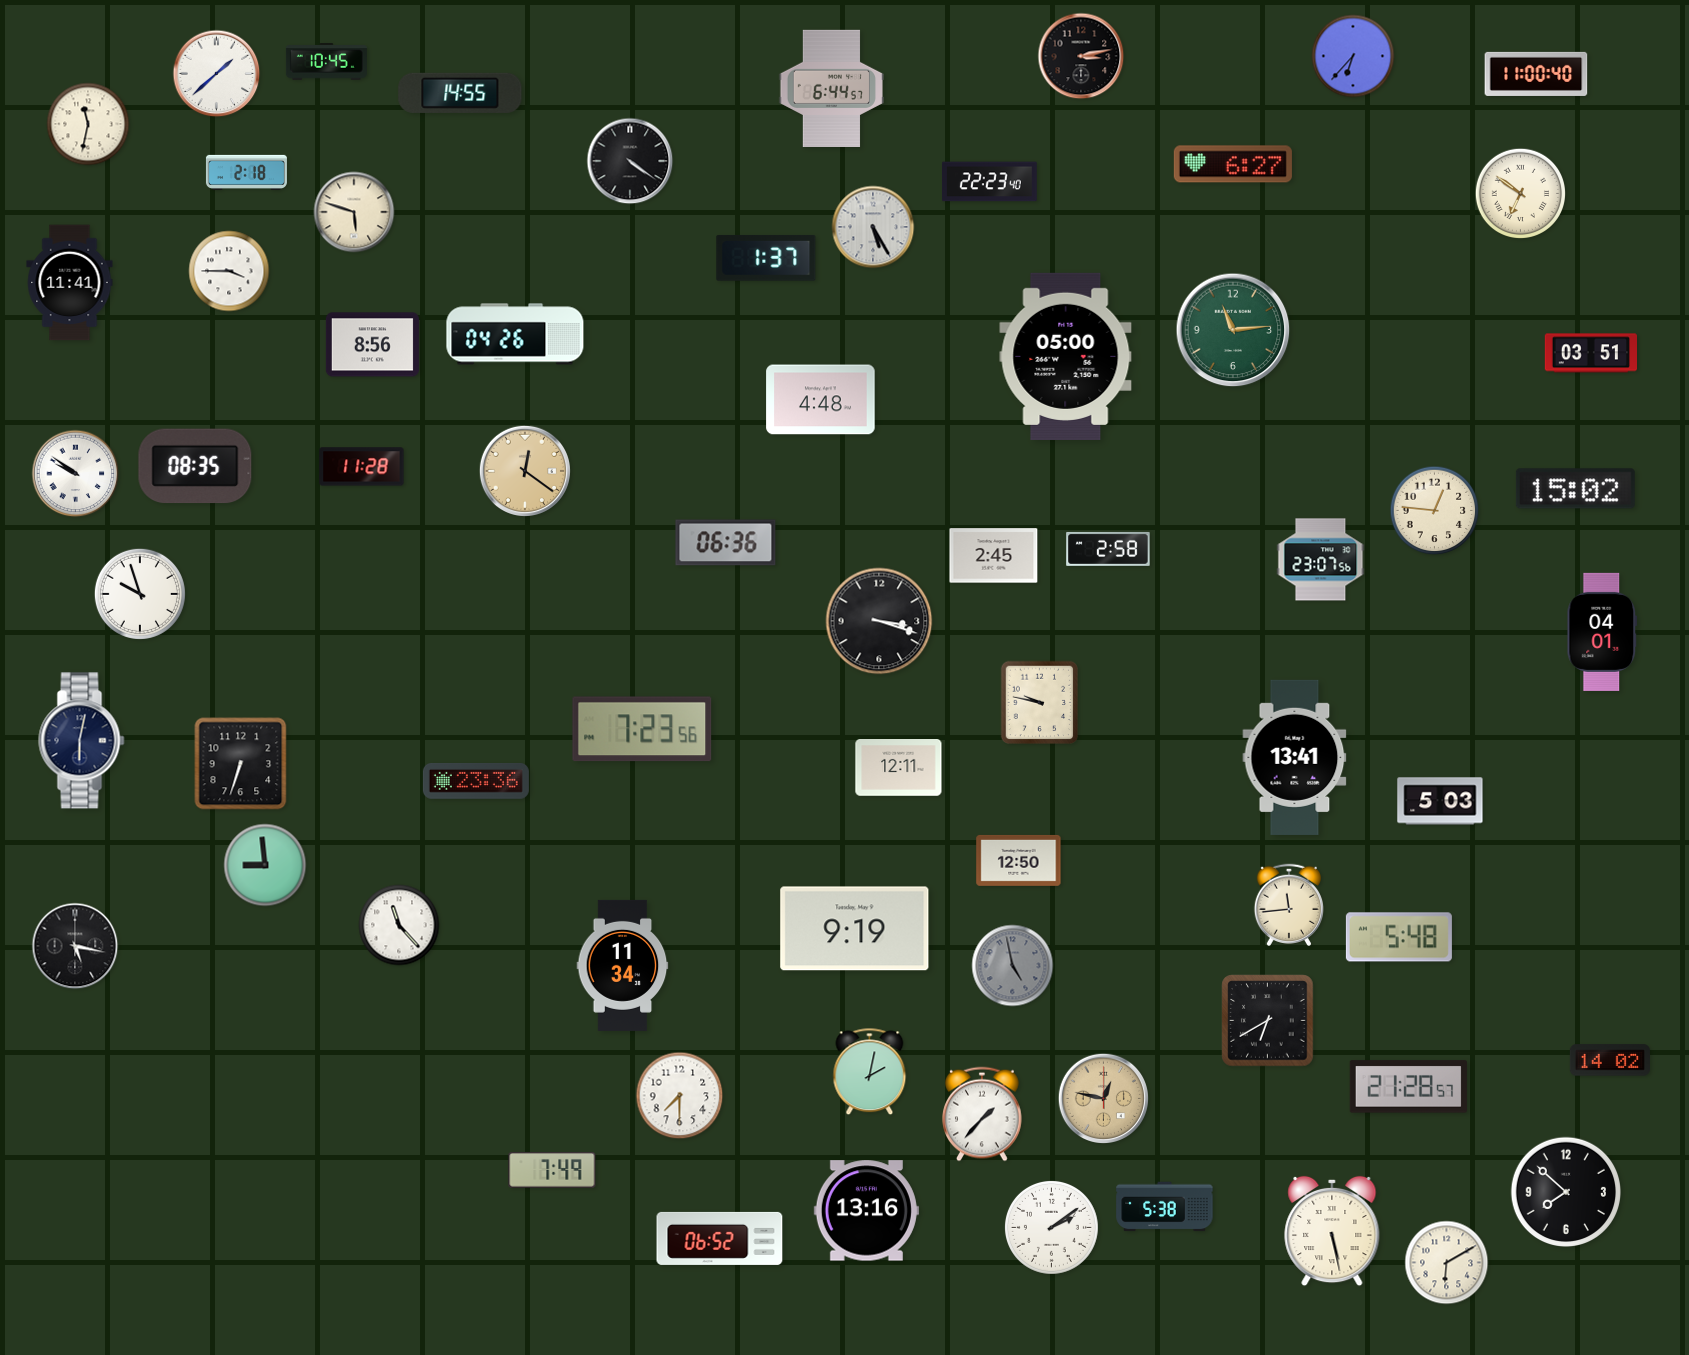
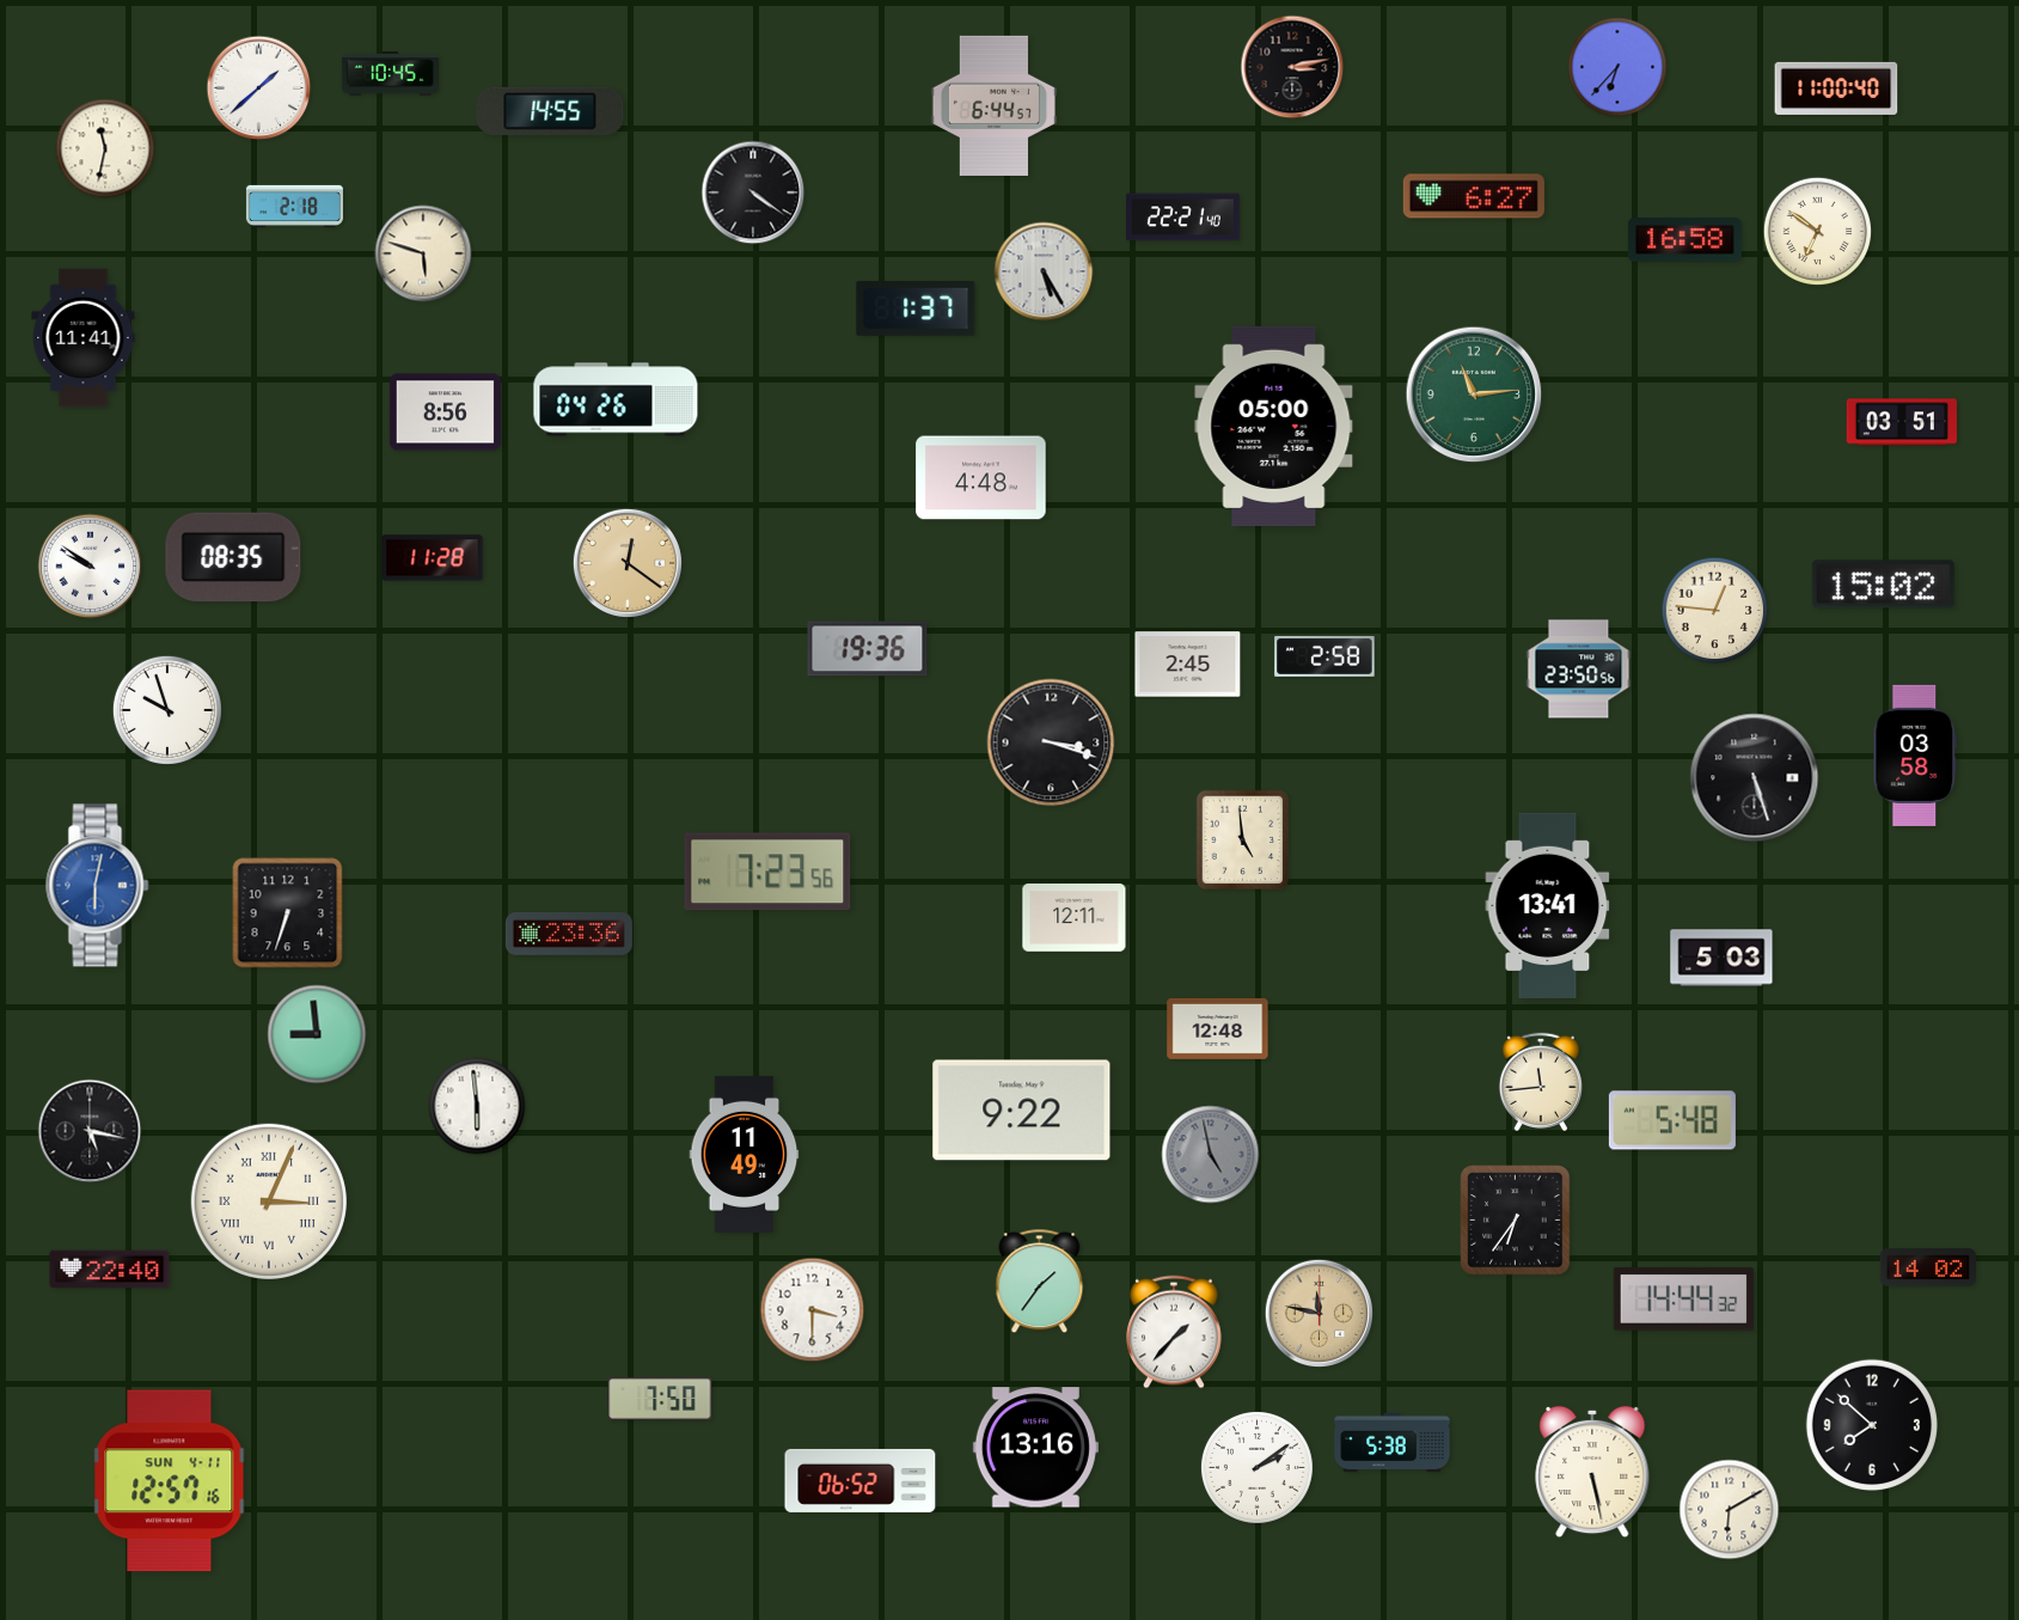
clock at (990, 182): 22:23 -> 22:21
clock at (1685, 240): none -> 16:58
clock at (229, 271): 3:45 -> none
clock at (726, 543): 06:36 -> 19:36
clock at (1321, 560): 23:07 -> 23:50
clock at (1602, 632): 04:01 -> 03:58
clock at (1755, 778): none -> 5:27
clock at (1040, 703): 9:47 -> 4:59
clock at (82, 741) dial: navy -> blue
clock at (1019, 860): 12:50 -> 12:48
clock at (399, 925): 11:23 -> 5:59
clock at (855, 929): 9:19 -> 9:22
clock at (623, 965): 11:34 -> 11:49
clock at (269, 1202): none -> 3:04
clock at (1268, 1021): 6:40 -> 6:36
clock at (1610, 1060) position: (1610, 1060) -> (1928, 1267)
clock at (110, 1270): none -> 22:40
clock at (870, 1072): 2:02 -> 1:36
clock at (1408, 1087): 21:28 -> 14:44
clock at (680, 1096): 7:30 -> 3:30
clock at (1103, 1098): 12:47 -> 11:47
clock at (552, 1170): 7:49 -> 7:50
clock at (170, 1481): none -> 12:57
